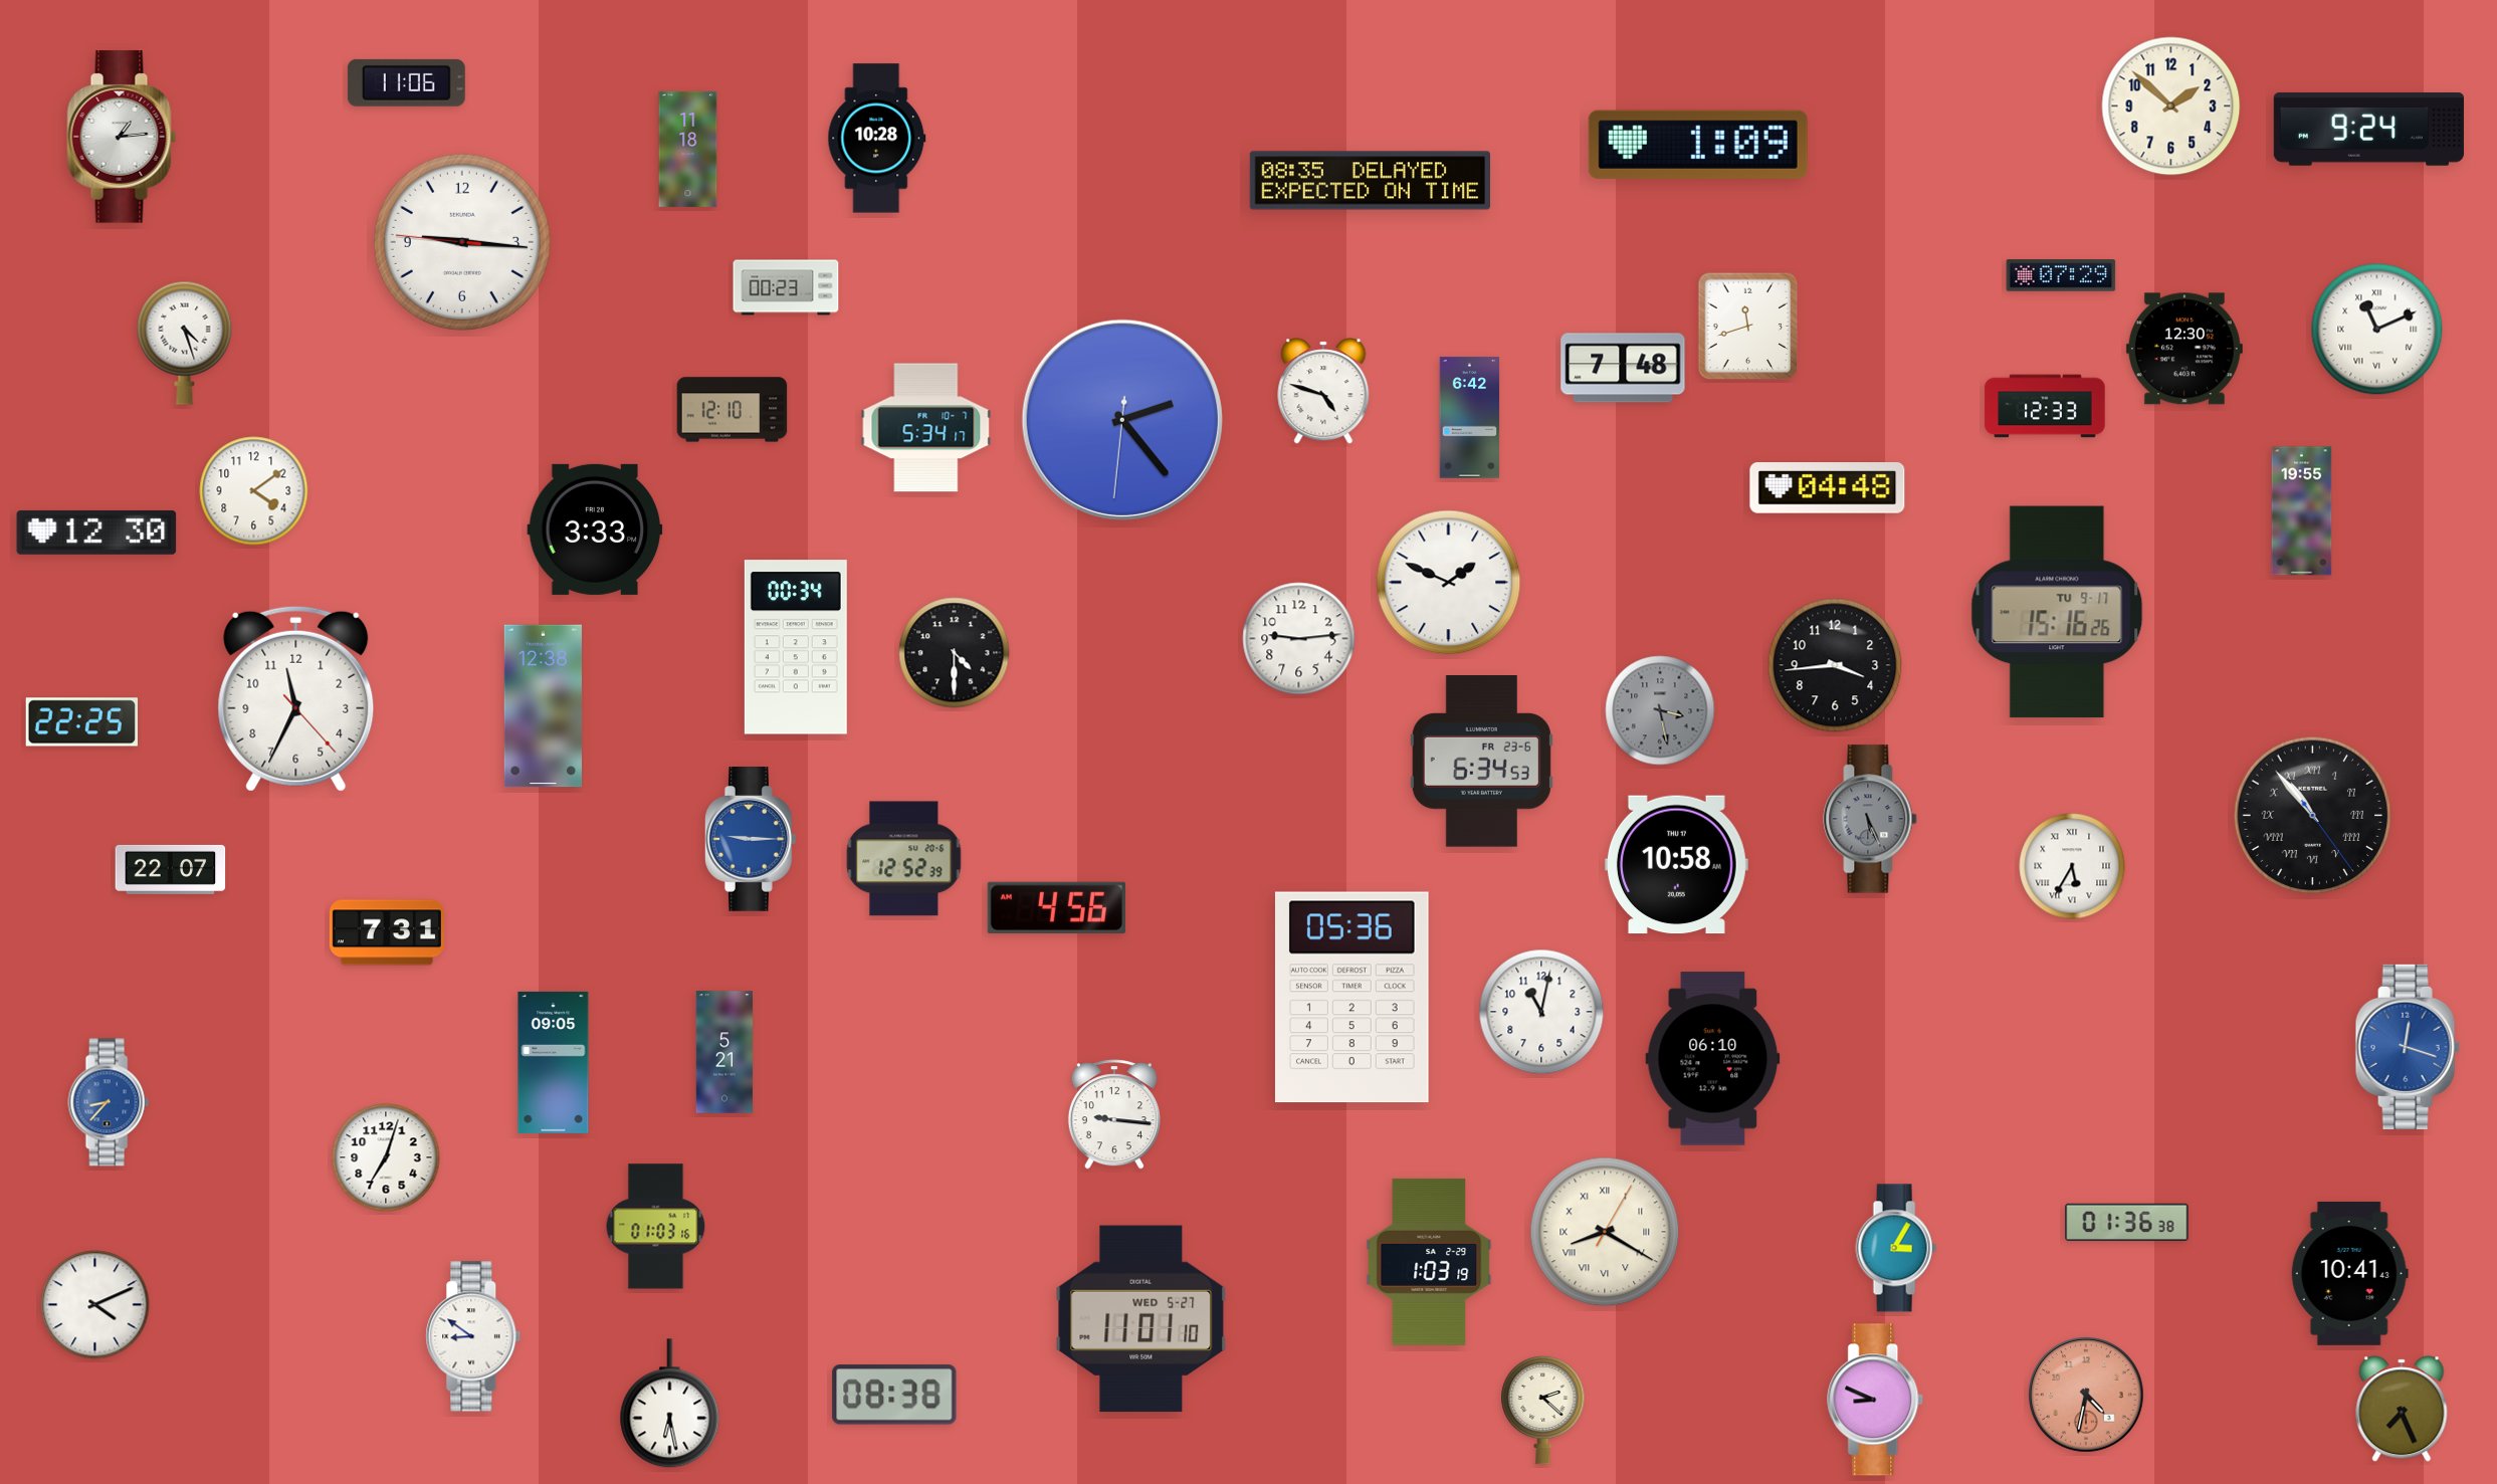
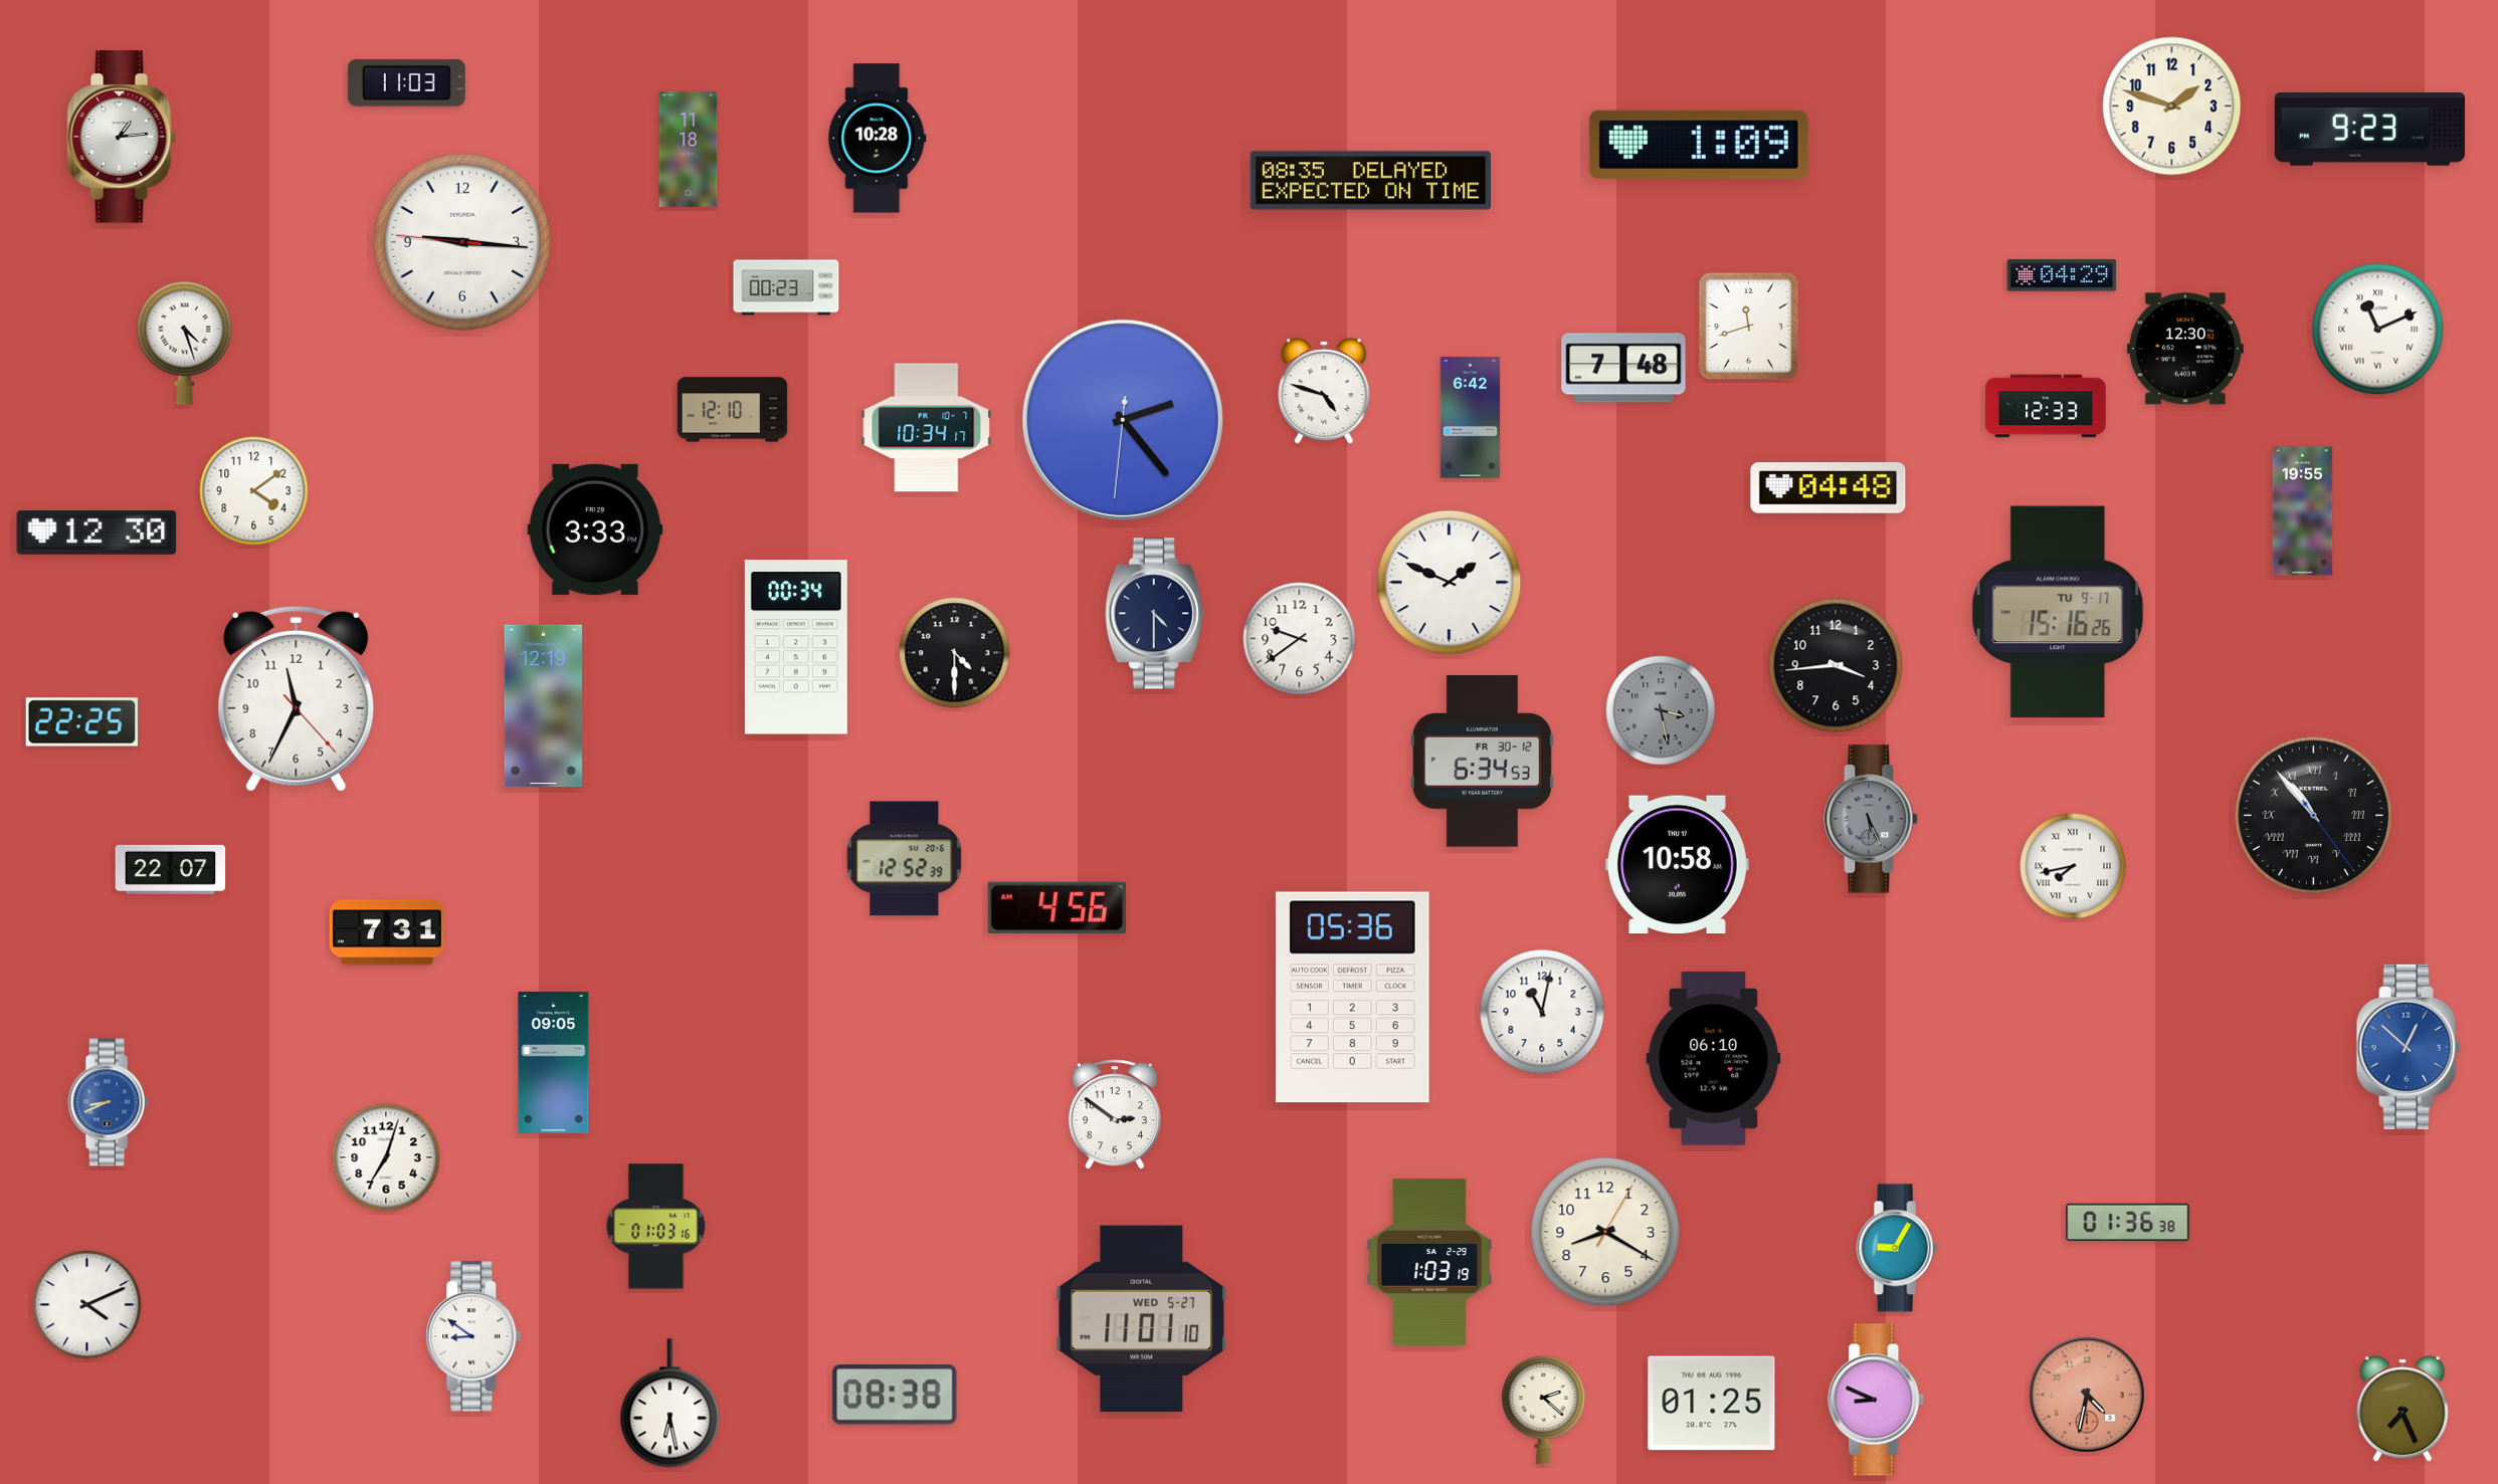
clock at (406, 82): 11:06 -> 11:03
clock at (2171, 107): 1:52 -> 1:48
clock at (2368, 130): 9:24 -> 9:23
clock at (2061, 275): 07:29 -> 04:29
clock at (926, 428): 5:34 -> 10:34
clock at (1154, 614): none -> 4:30
clock at (1299, 639): 9:14 -> 9:39
clock at (543, 706): 12:38 -> 12:19
clock at (1481, 762) date: FR 23-6 -> FR 30-12
clock at (751, 840): 9:15 -> none
clock at (2072, 866): 5:35 -> 7:43
clock at (2408, 1047): 12:18 -> 12:52
clock at (723, 1052): 5:21 -> none
clock at (109, 1102): 8:37 -> 8:41
clock at (1114, 1114): 9:16 -> 2:51
clock at (1605, 1232) numerals: Roman -> Arabic
clock at (1896, 1248): 3:05 -> 9:05
clock at (2349, 1273): 10:41 -> none
clock at (95, 1305) position: (95, 1305) -> (87, 1305)
clock at (1712, 1404): none -> 01:25
